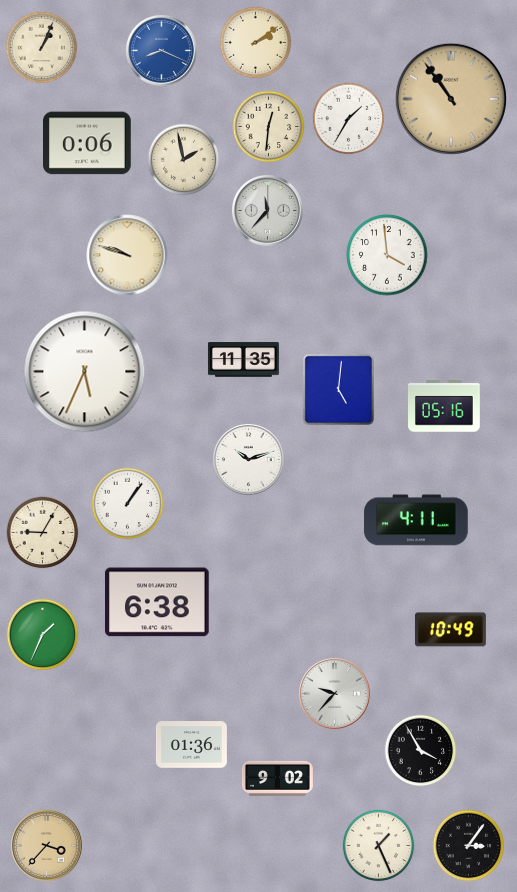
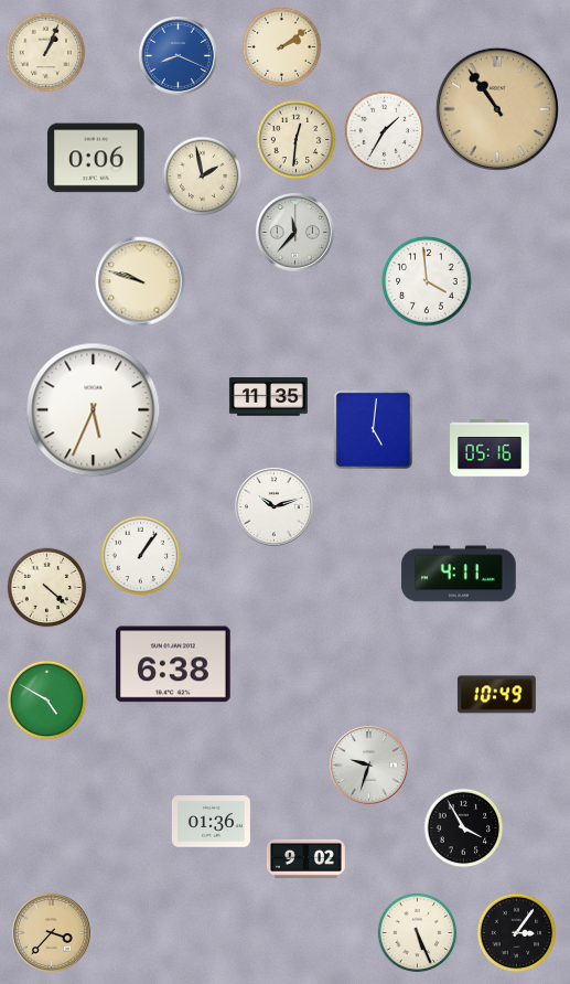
clock at (43, 533): 9:05 -> 4:22
clock at (43, 635): 1:34 -> 4:50
clock at (334, 693): 9:37 -> 9:33
clock at (379, 846): 1:26 -> 5:26
